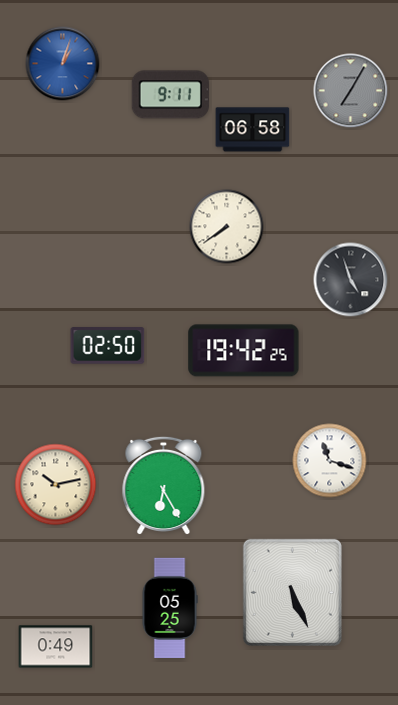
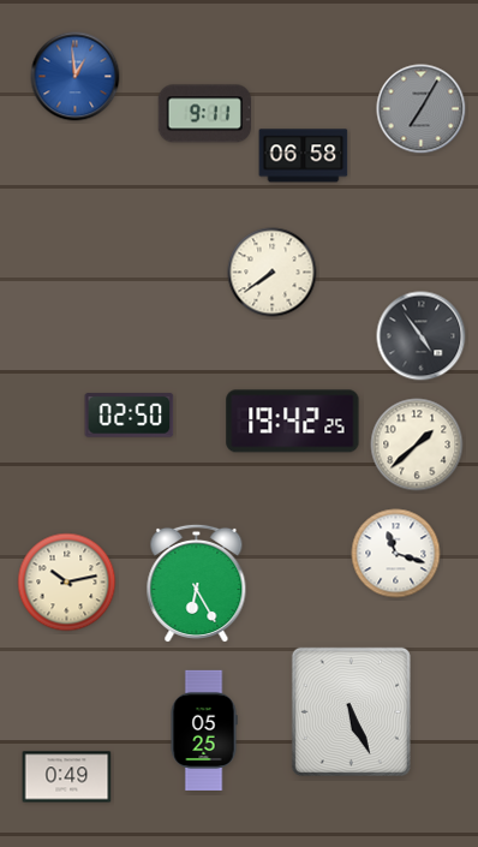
clock at (63, 64): 1:03 -> 12:59
clock at (351, 280): 4:57 -> 4:54
clock at (417, 445): none -> 1:38
